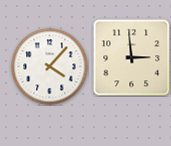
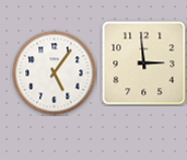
clock at (50, 67): 4:07 -> 5:06
